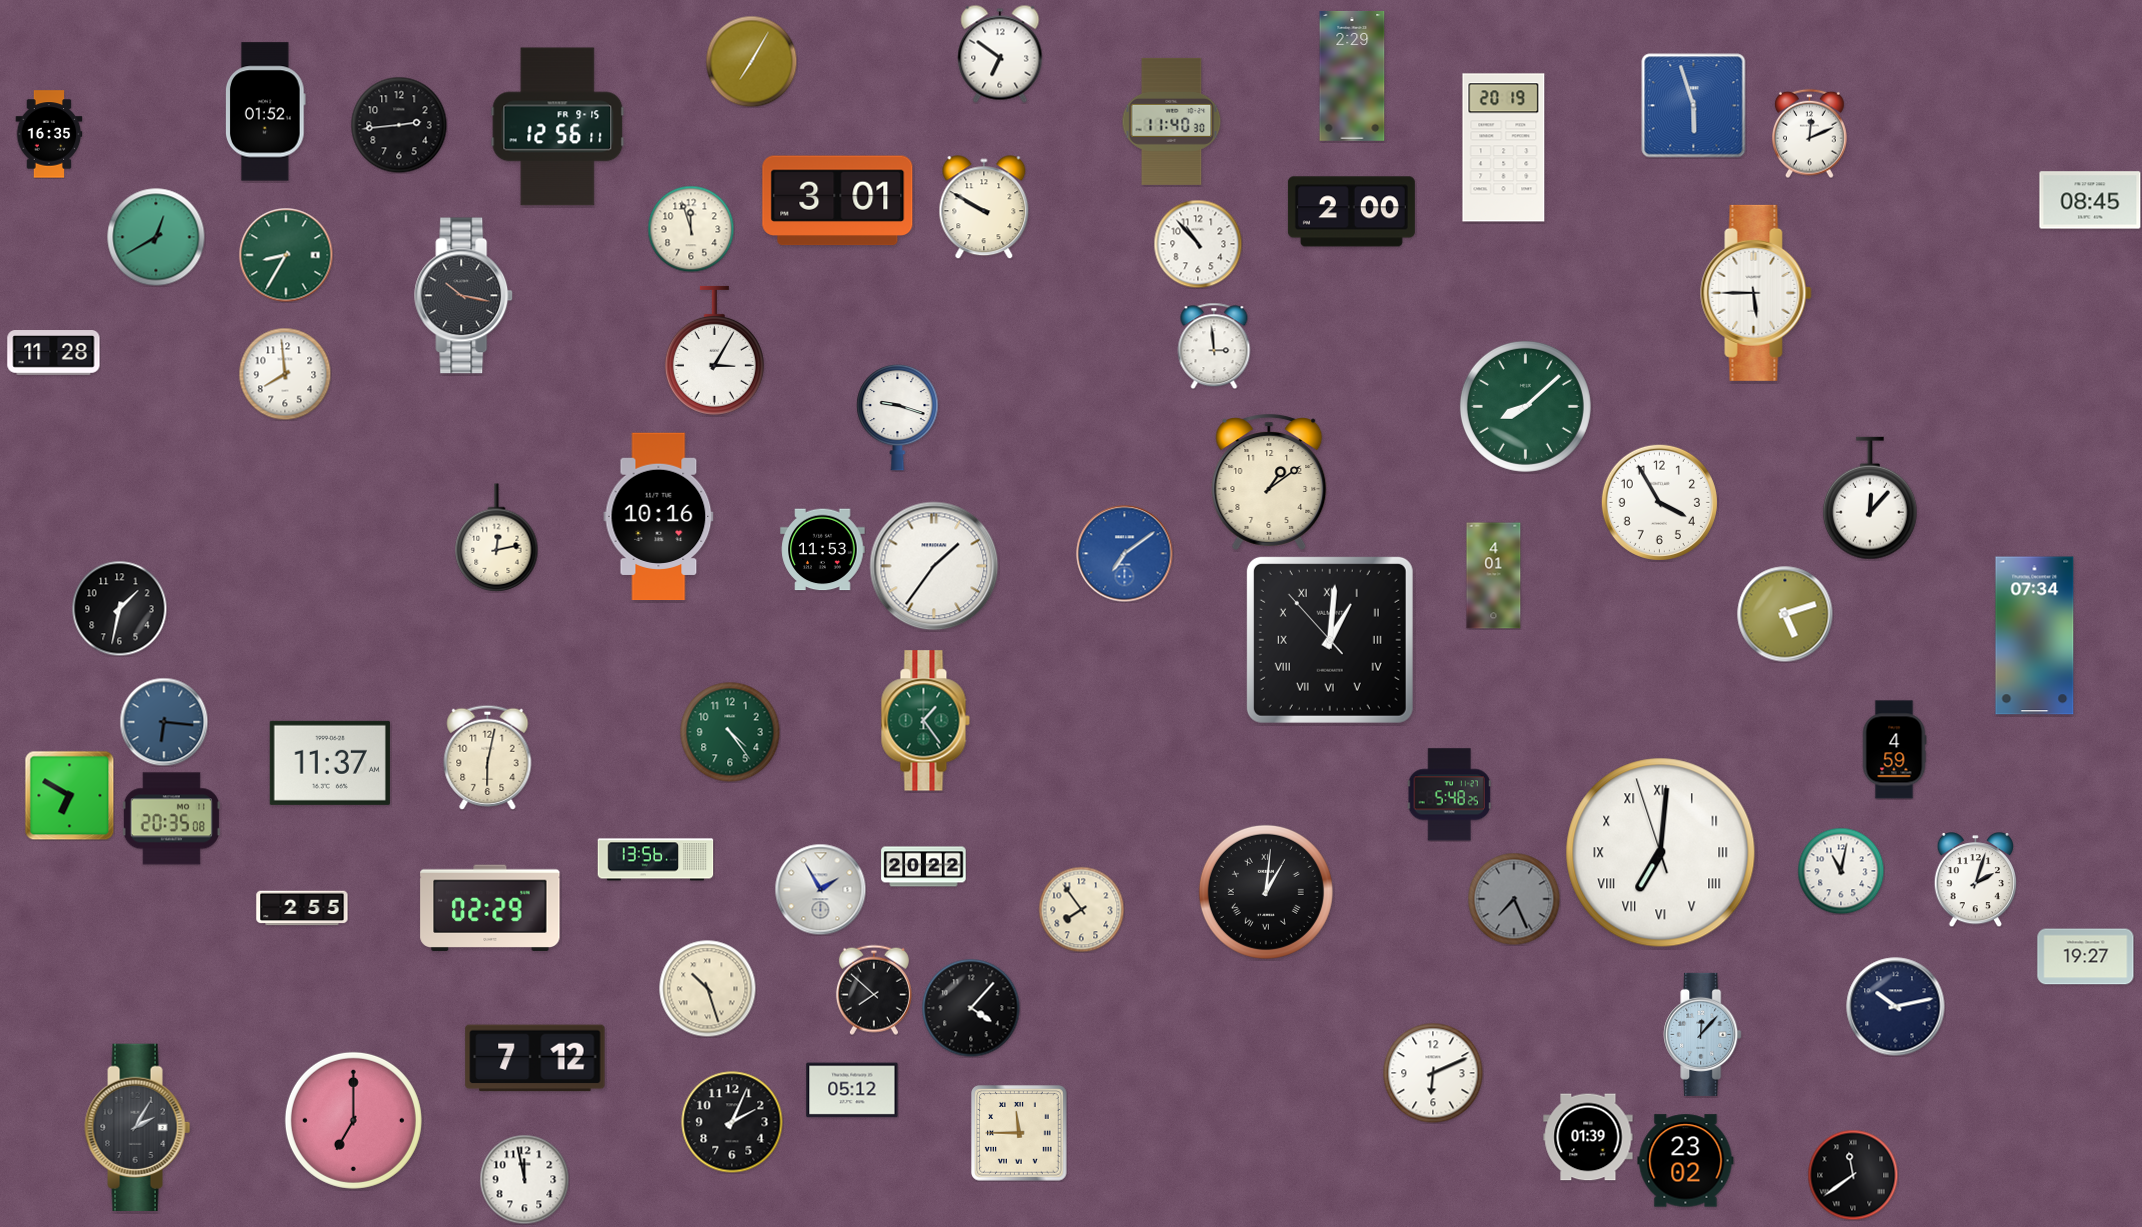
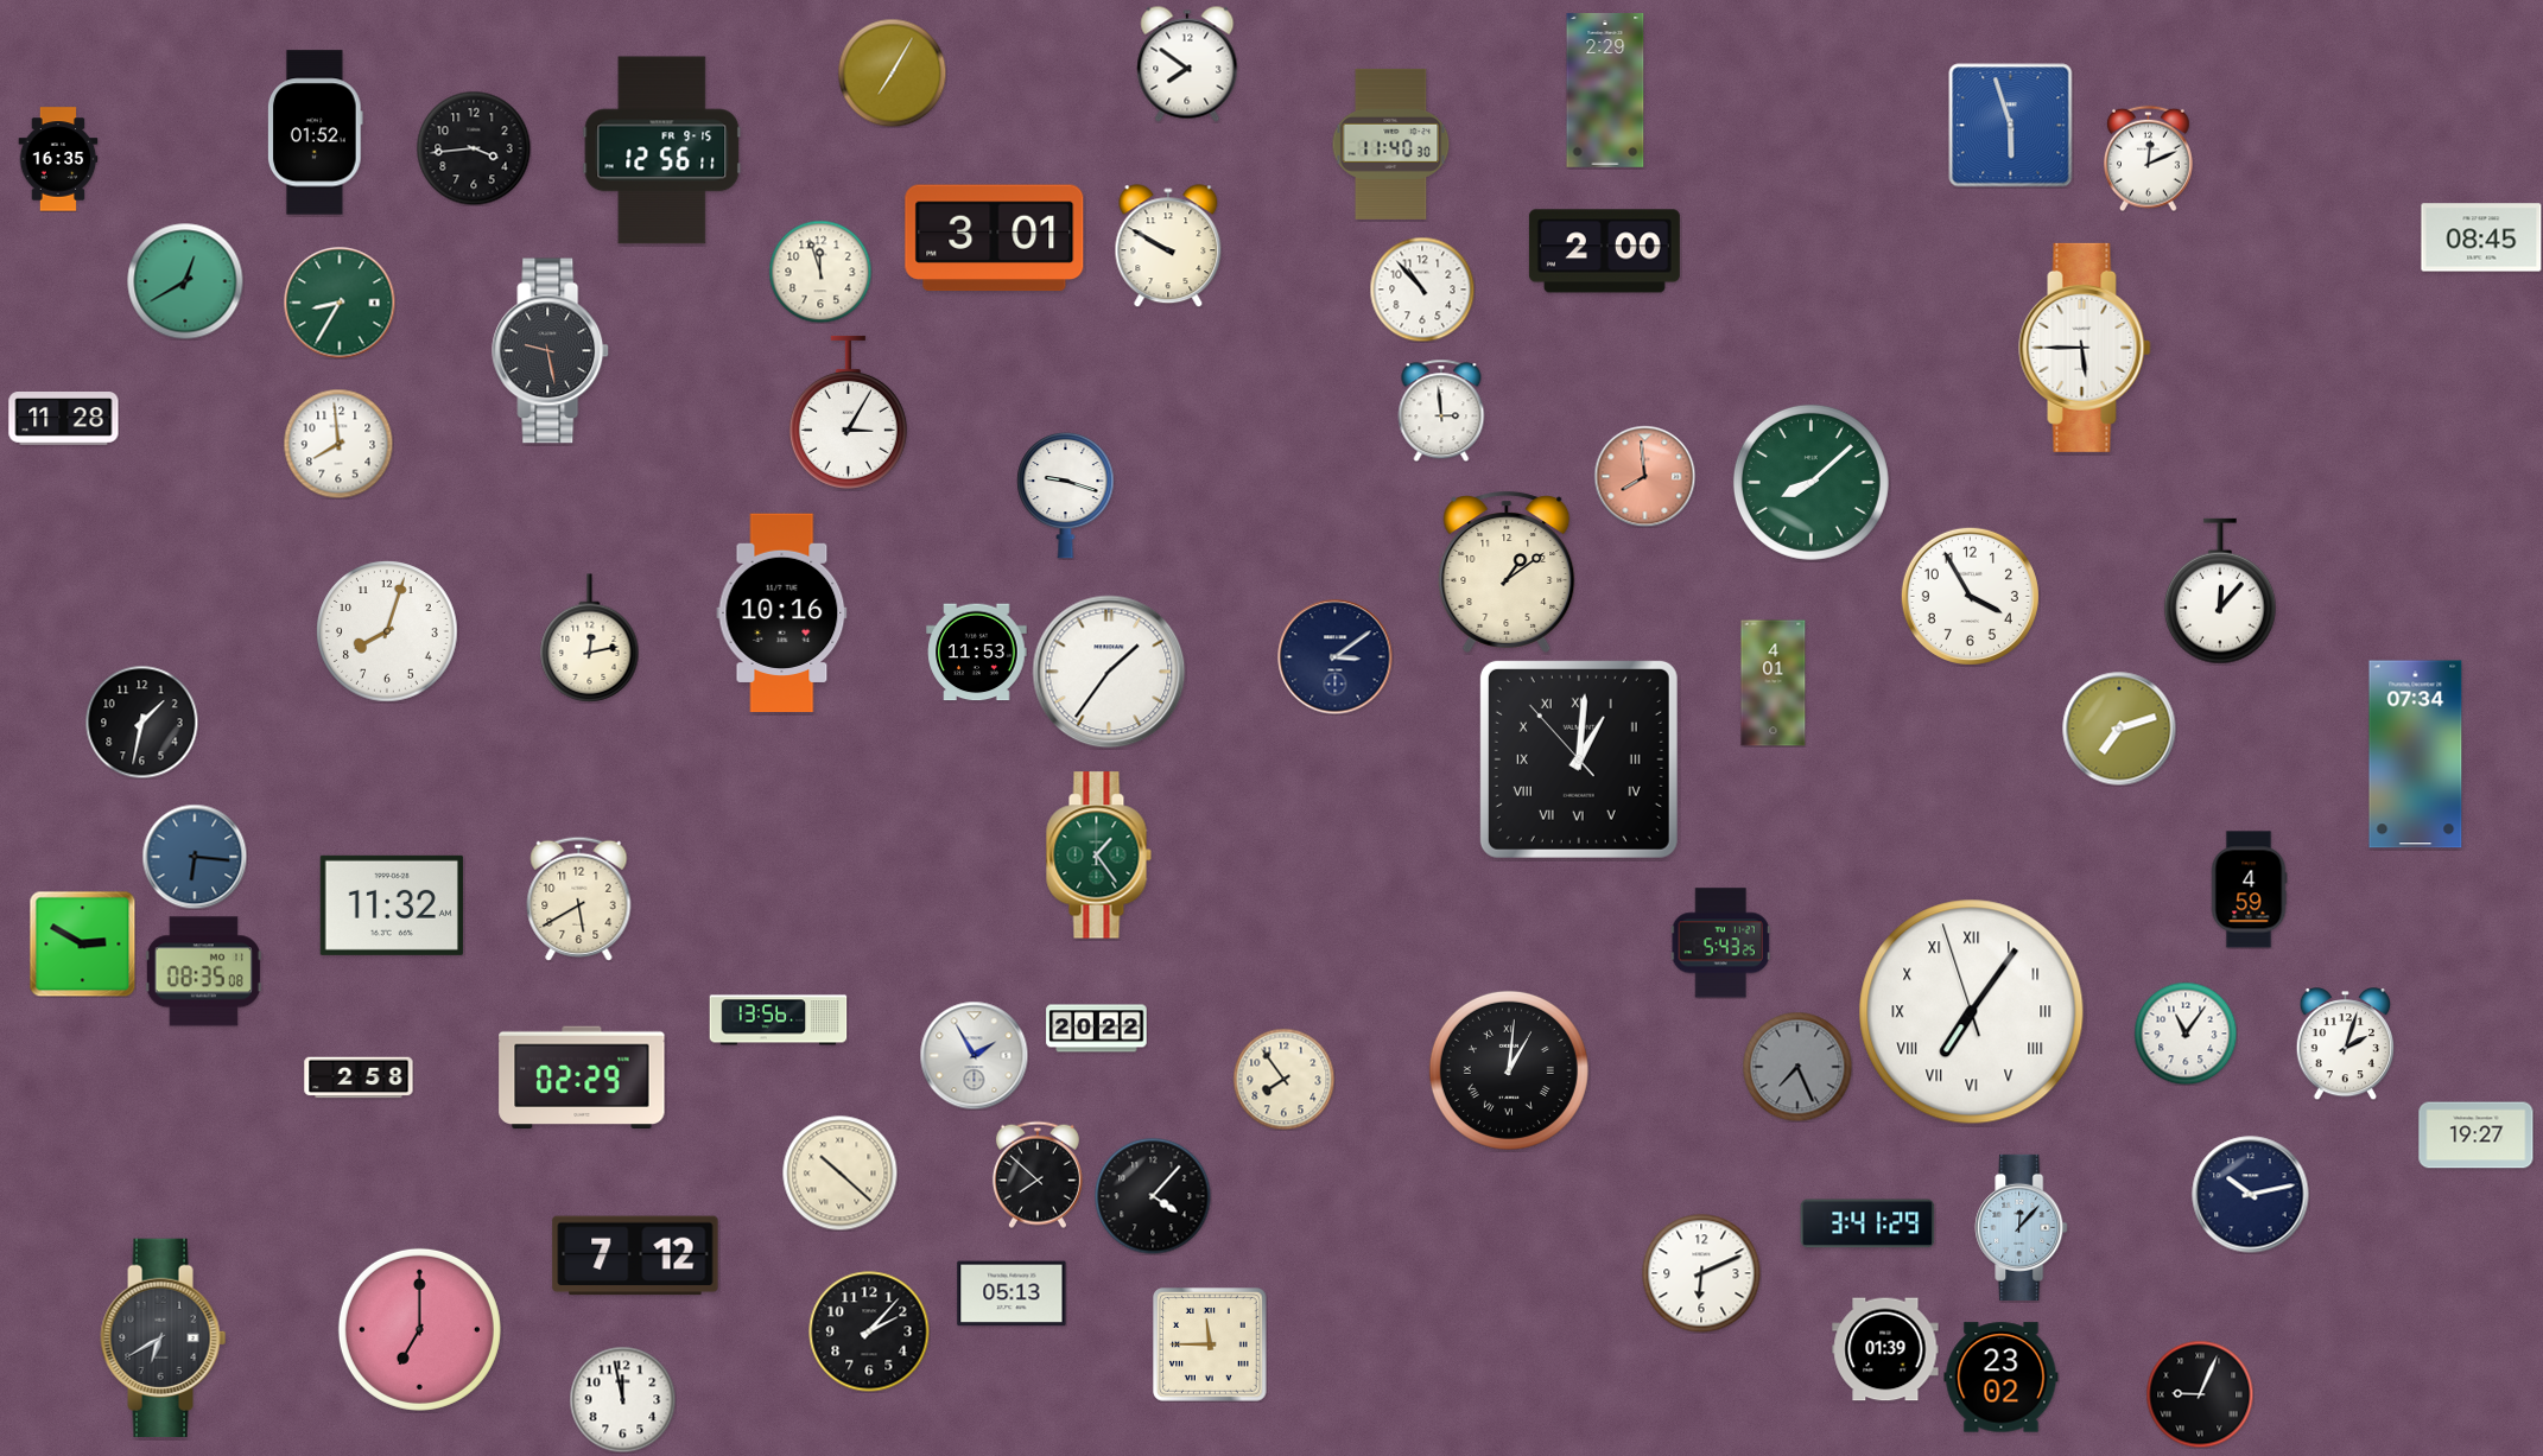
clock at (1000, 54): 6:51 -> 7:51
clock at (399, 125): 2:44 -> 3:44
clock at (1504, 148): 20:19 -> none
clock at (464, 296): 10:17 -> 9:28
clock at (714, 350) position: (714, 350) -> (848, 412)
clock at (1644, 476): none -> 7:59
clock at (387, 631): none -> 8:03
clock at (1125, 554): 7:09 -> 3:09
clock at (1125, 554) dial: blue -> navy
clock at (1785, 614): 5:12 -> 7:12
clock at (730, 732): 4:24 -> none
clock at (488, 757): 6:02 -> 5:40
clock at (330, 763): 11:37 -> 11:32
clock at (69, 795): 6:50 -> 2:50
clock at (1449, 795): 5:48 -> 5:43
clock at (171, 819): 20:35 -> 08:35
clock at (1661, 853): 7:00 -> 7:05
clock at (1841, 871): 11:02 -> 11:06
clock at (1266, 892) position: (1266, 892) -> (1509, 1070)
clock at (302, 908): 2:55 -> 2:58
clock at (707, 988): 10:27 -> 10:22
clock at (1867, 1223): none -> 3:41
clock at (852, 1090): 05:12 -> 05:13
clock at (732, 1122): 2:04 -> 2:07
clock at (138, 1127): 2:05 -> 6:40
clock at (1853, 1175): 11:39 -> 9:04
